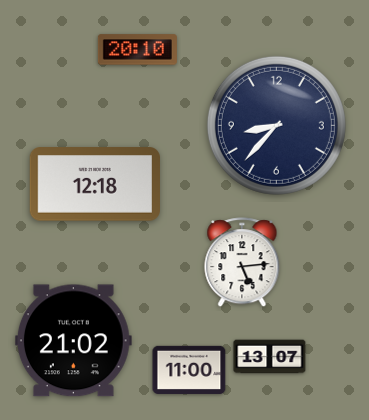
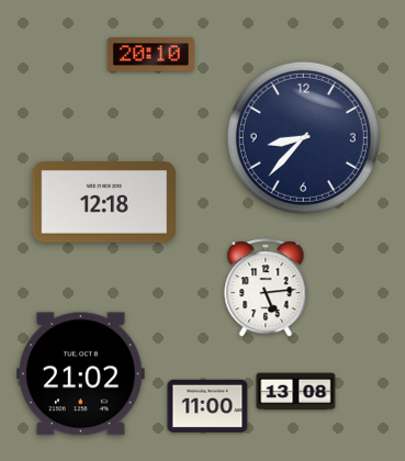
clock at (270, 357): 13:07 -> 13:08
